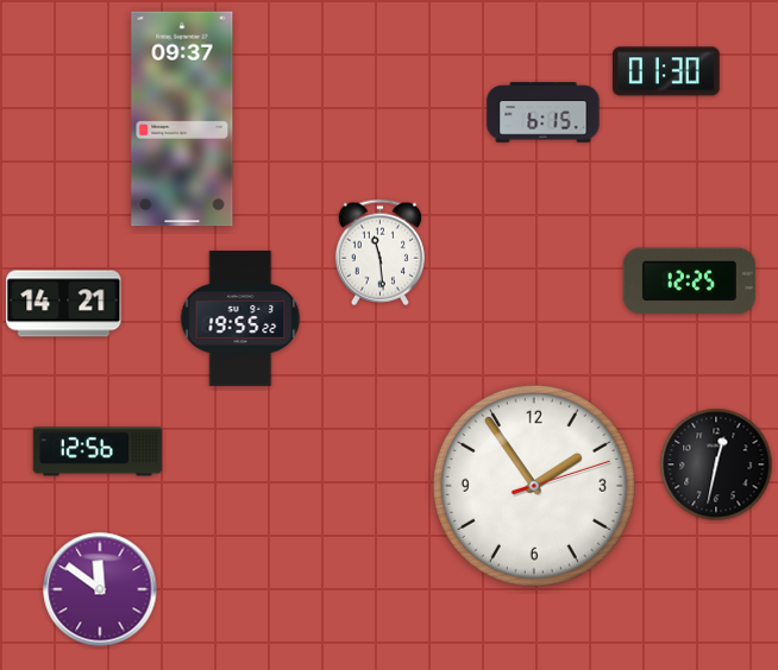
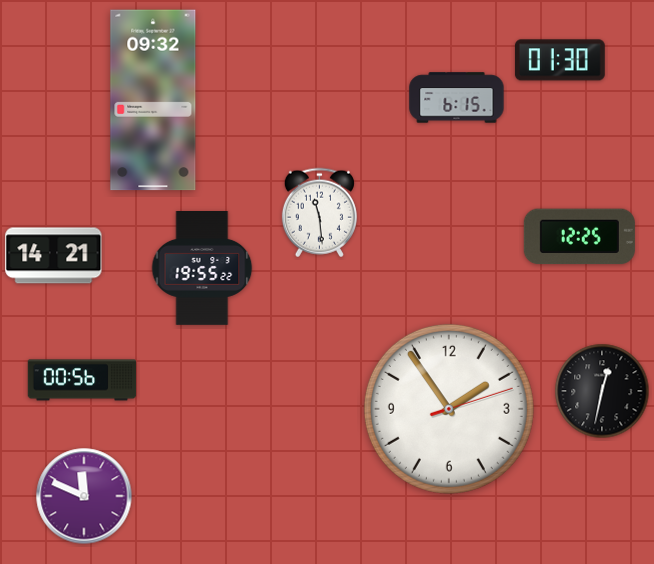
clock at (544, 113) position: (544, 113) -> (457, 98)
clock at (182, 119): 09:37 -> 09:32
clock at (98, 451): 12:56 -> 00:56
clock at (100, 589): 11:51 -> 11:49
